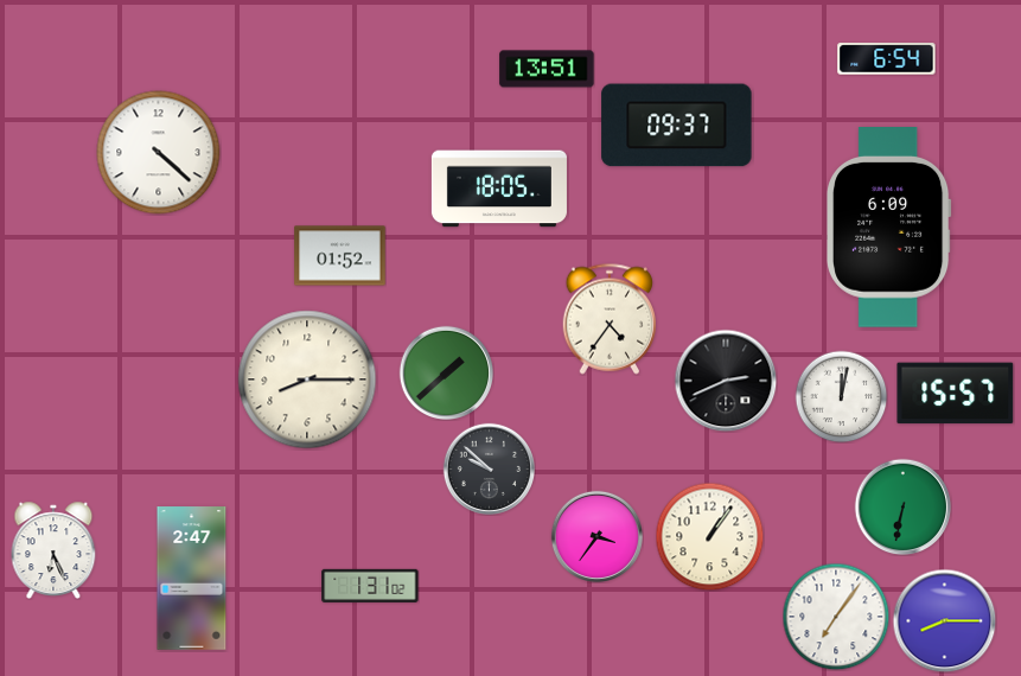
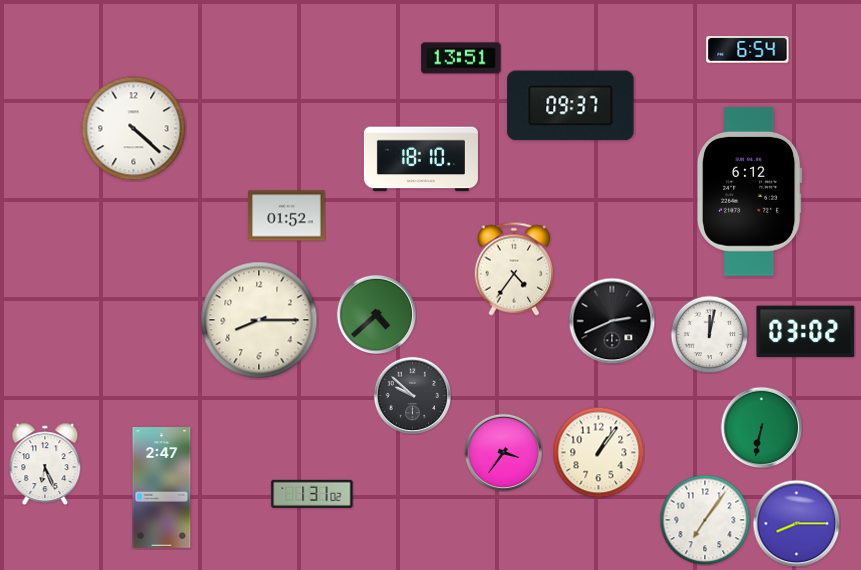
clock at (499, 189): 18:05 -> 18:10
clock at (889, 228): 6:09 -> 6:12
clock at (446, 372): 1:38 -> 4:38
clock at (956, 394): 15:57 -> 03:02
